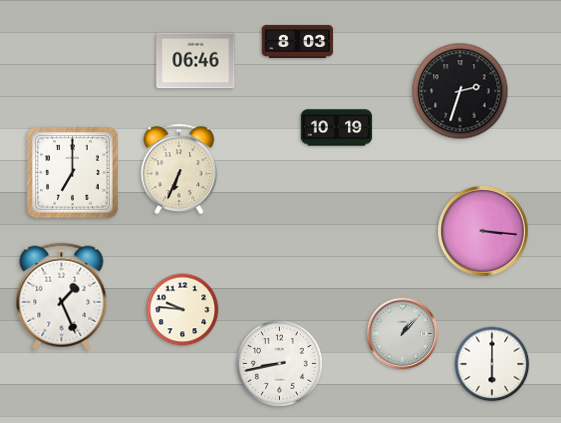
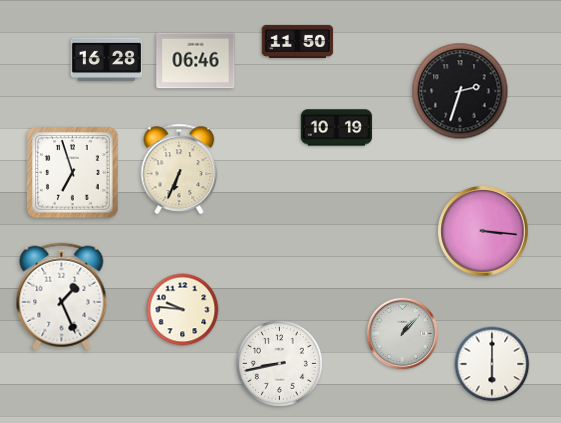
clock at (298, 41): 8:03 -> 11:50
clock at (107, 60): none -> 16:28
clock at (73, 173): 7:00 -> 6:57
